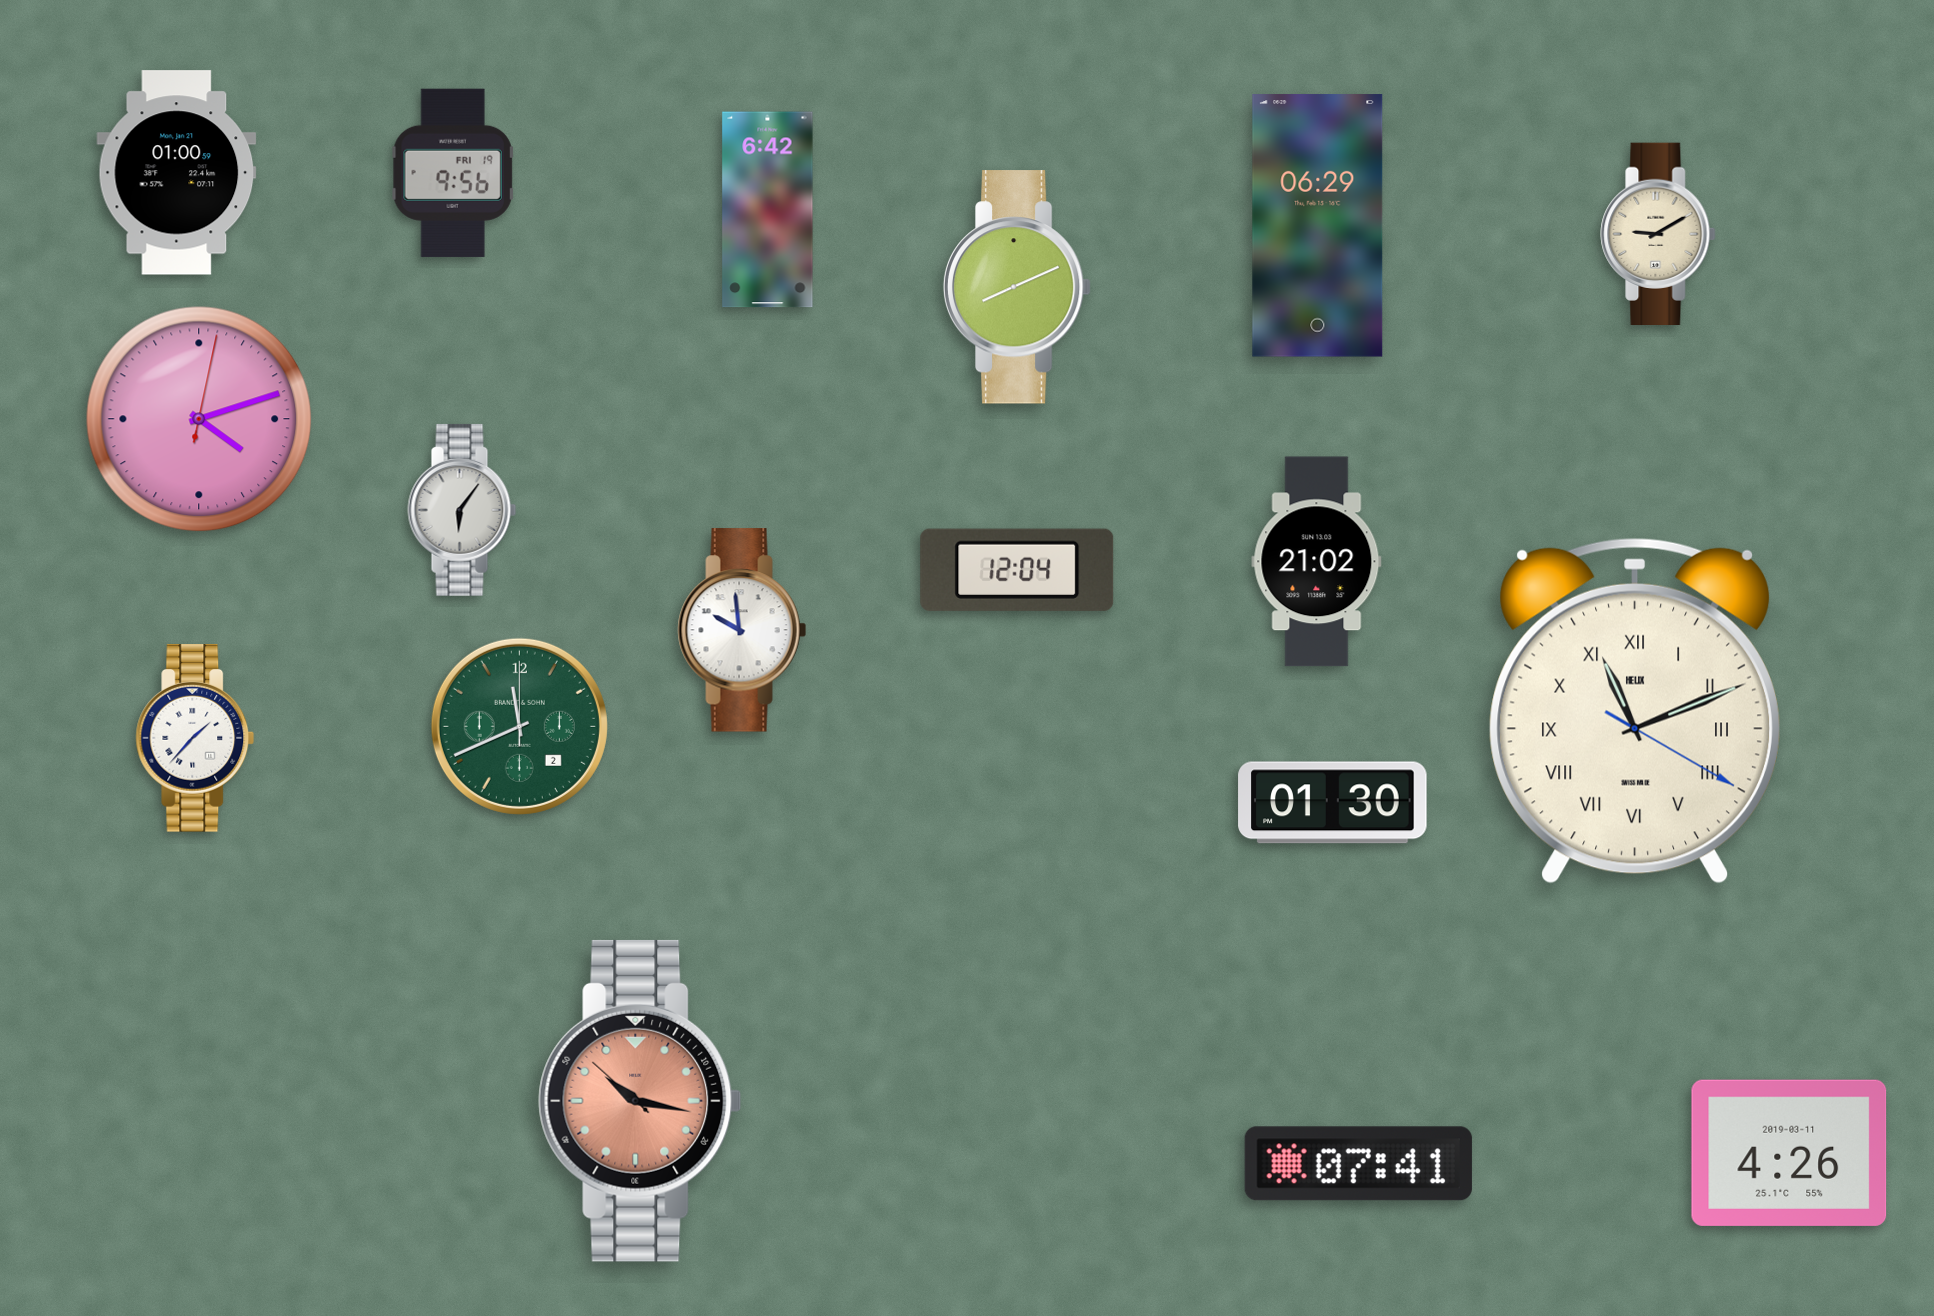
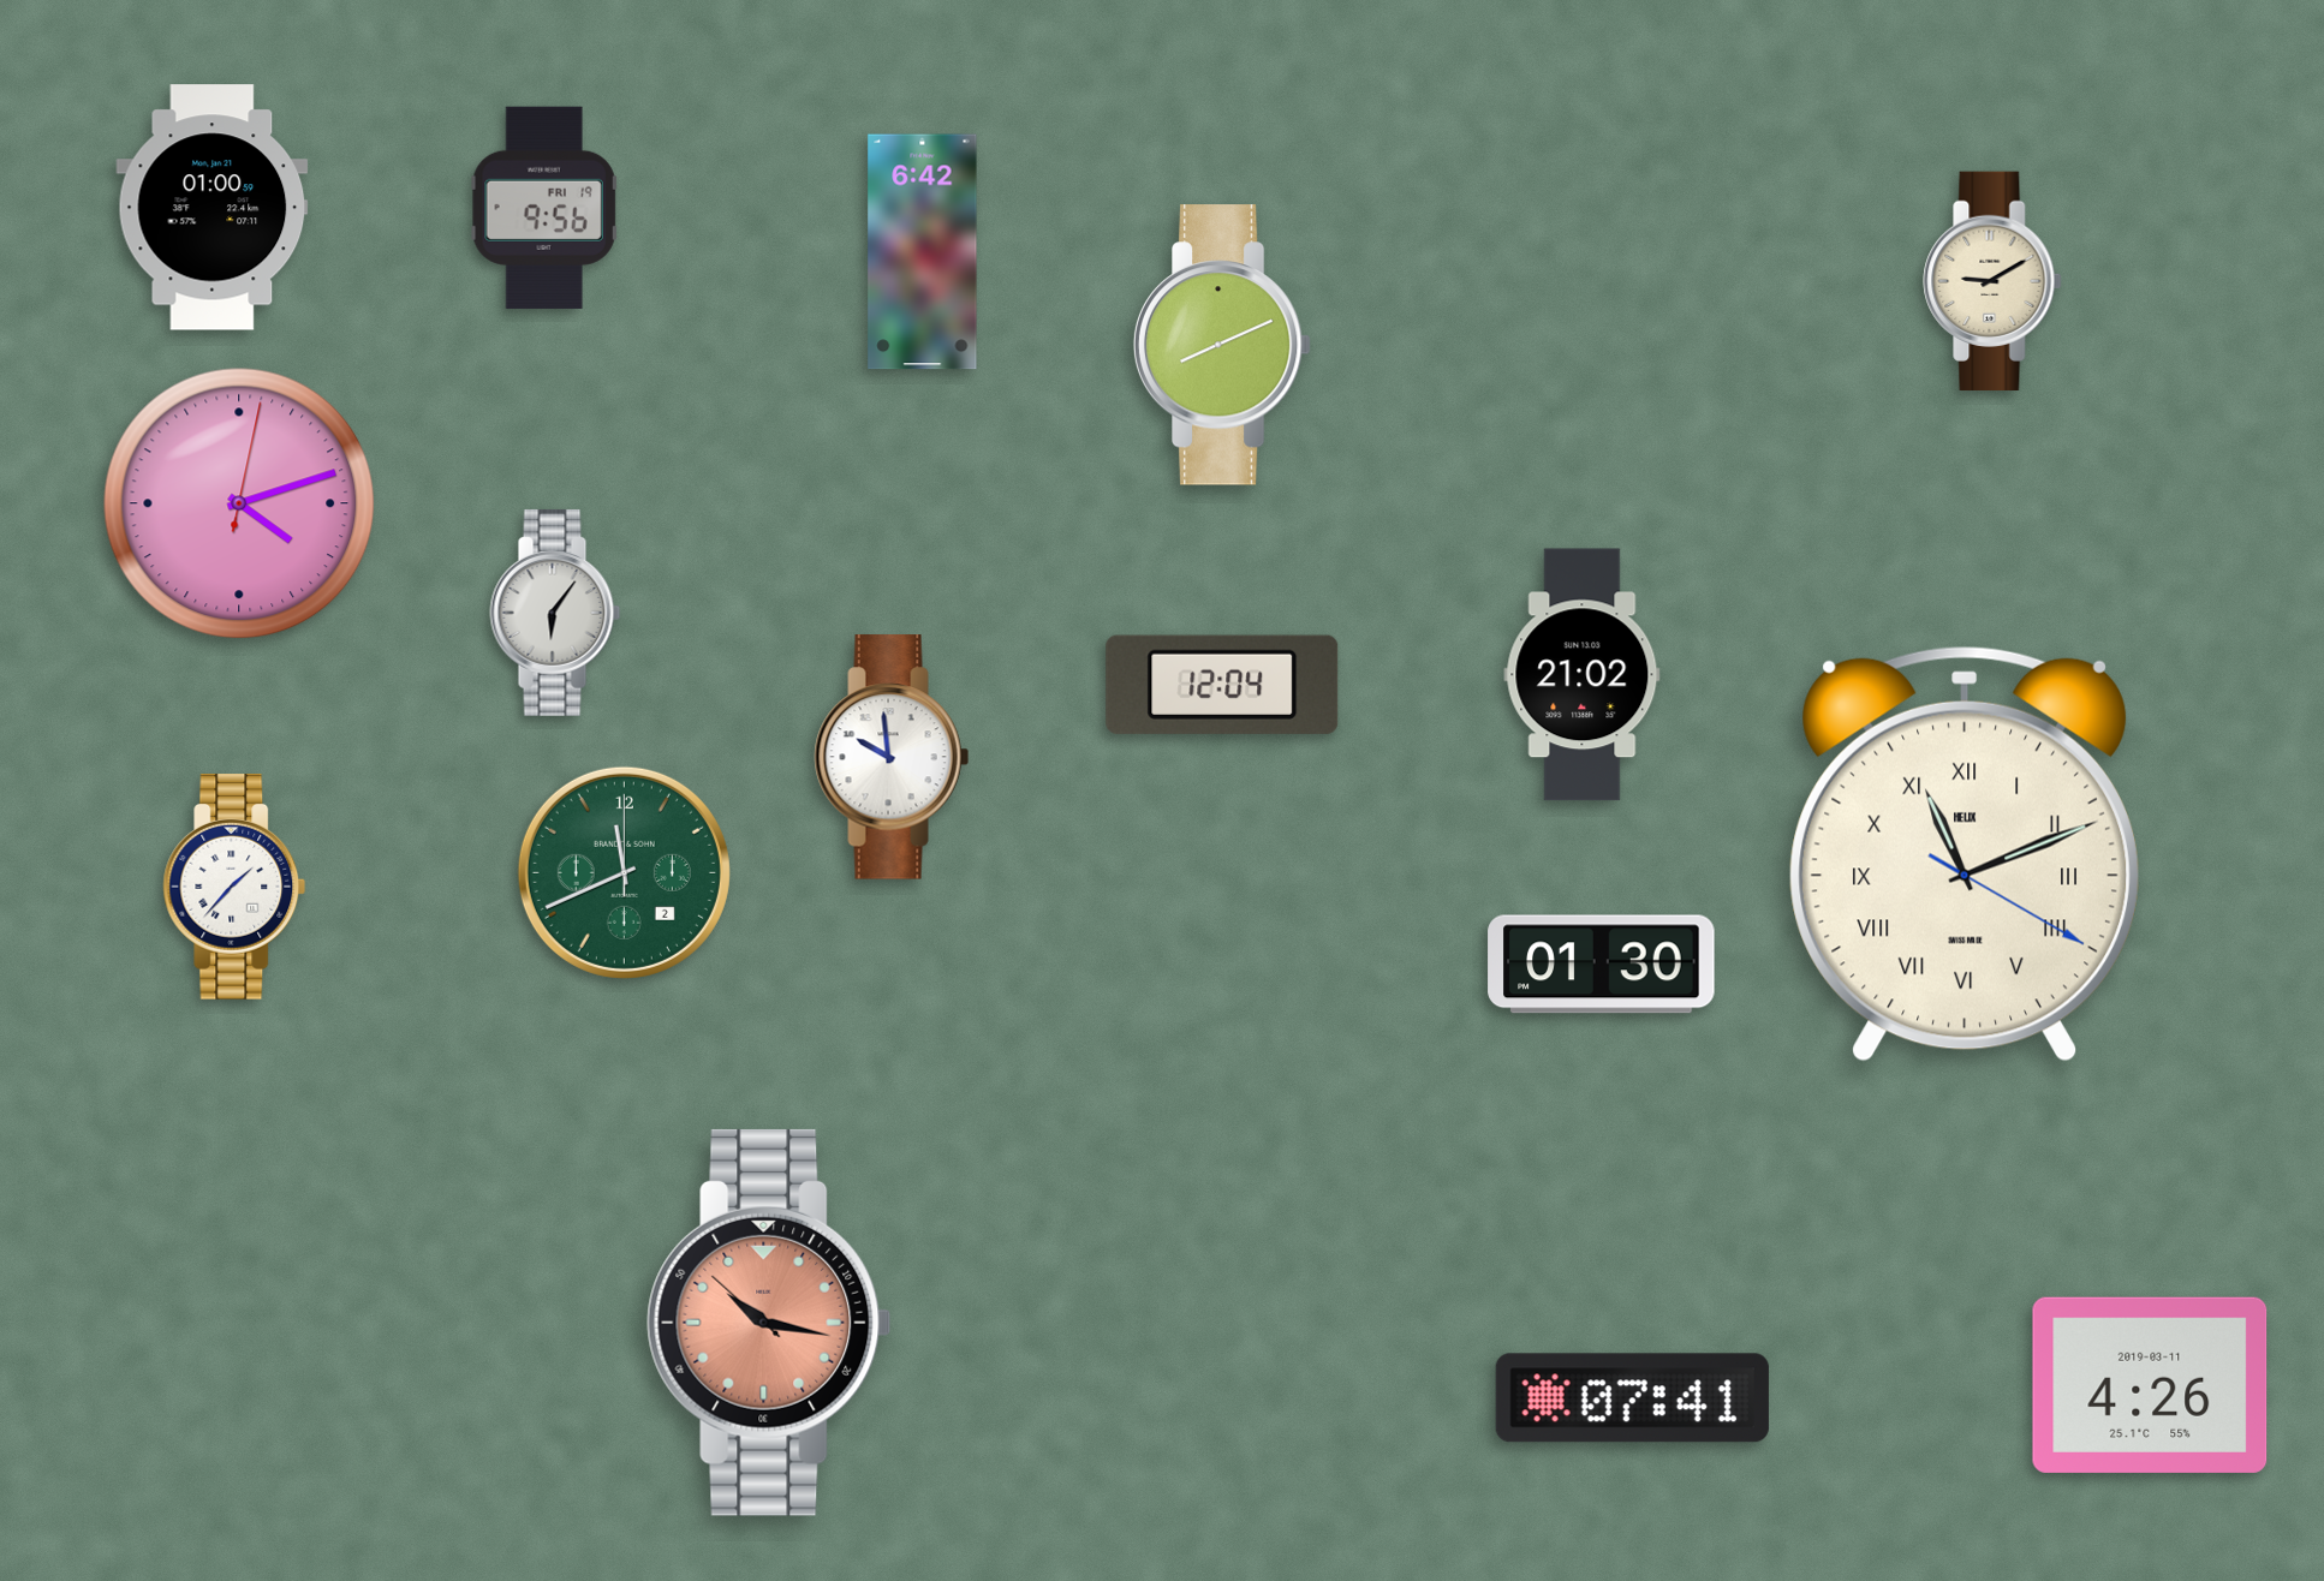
clock at (1318, 226): 06:29 -> none
